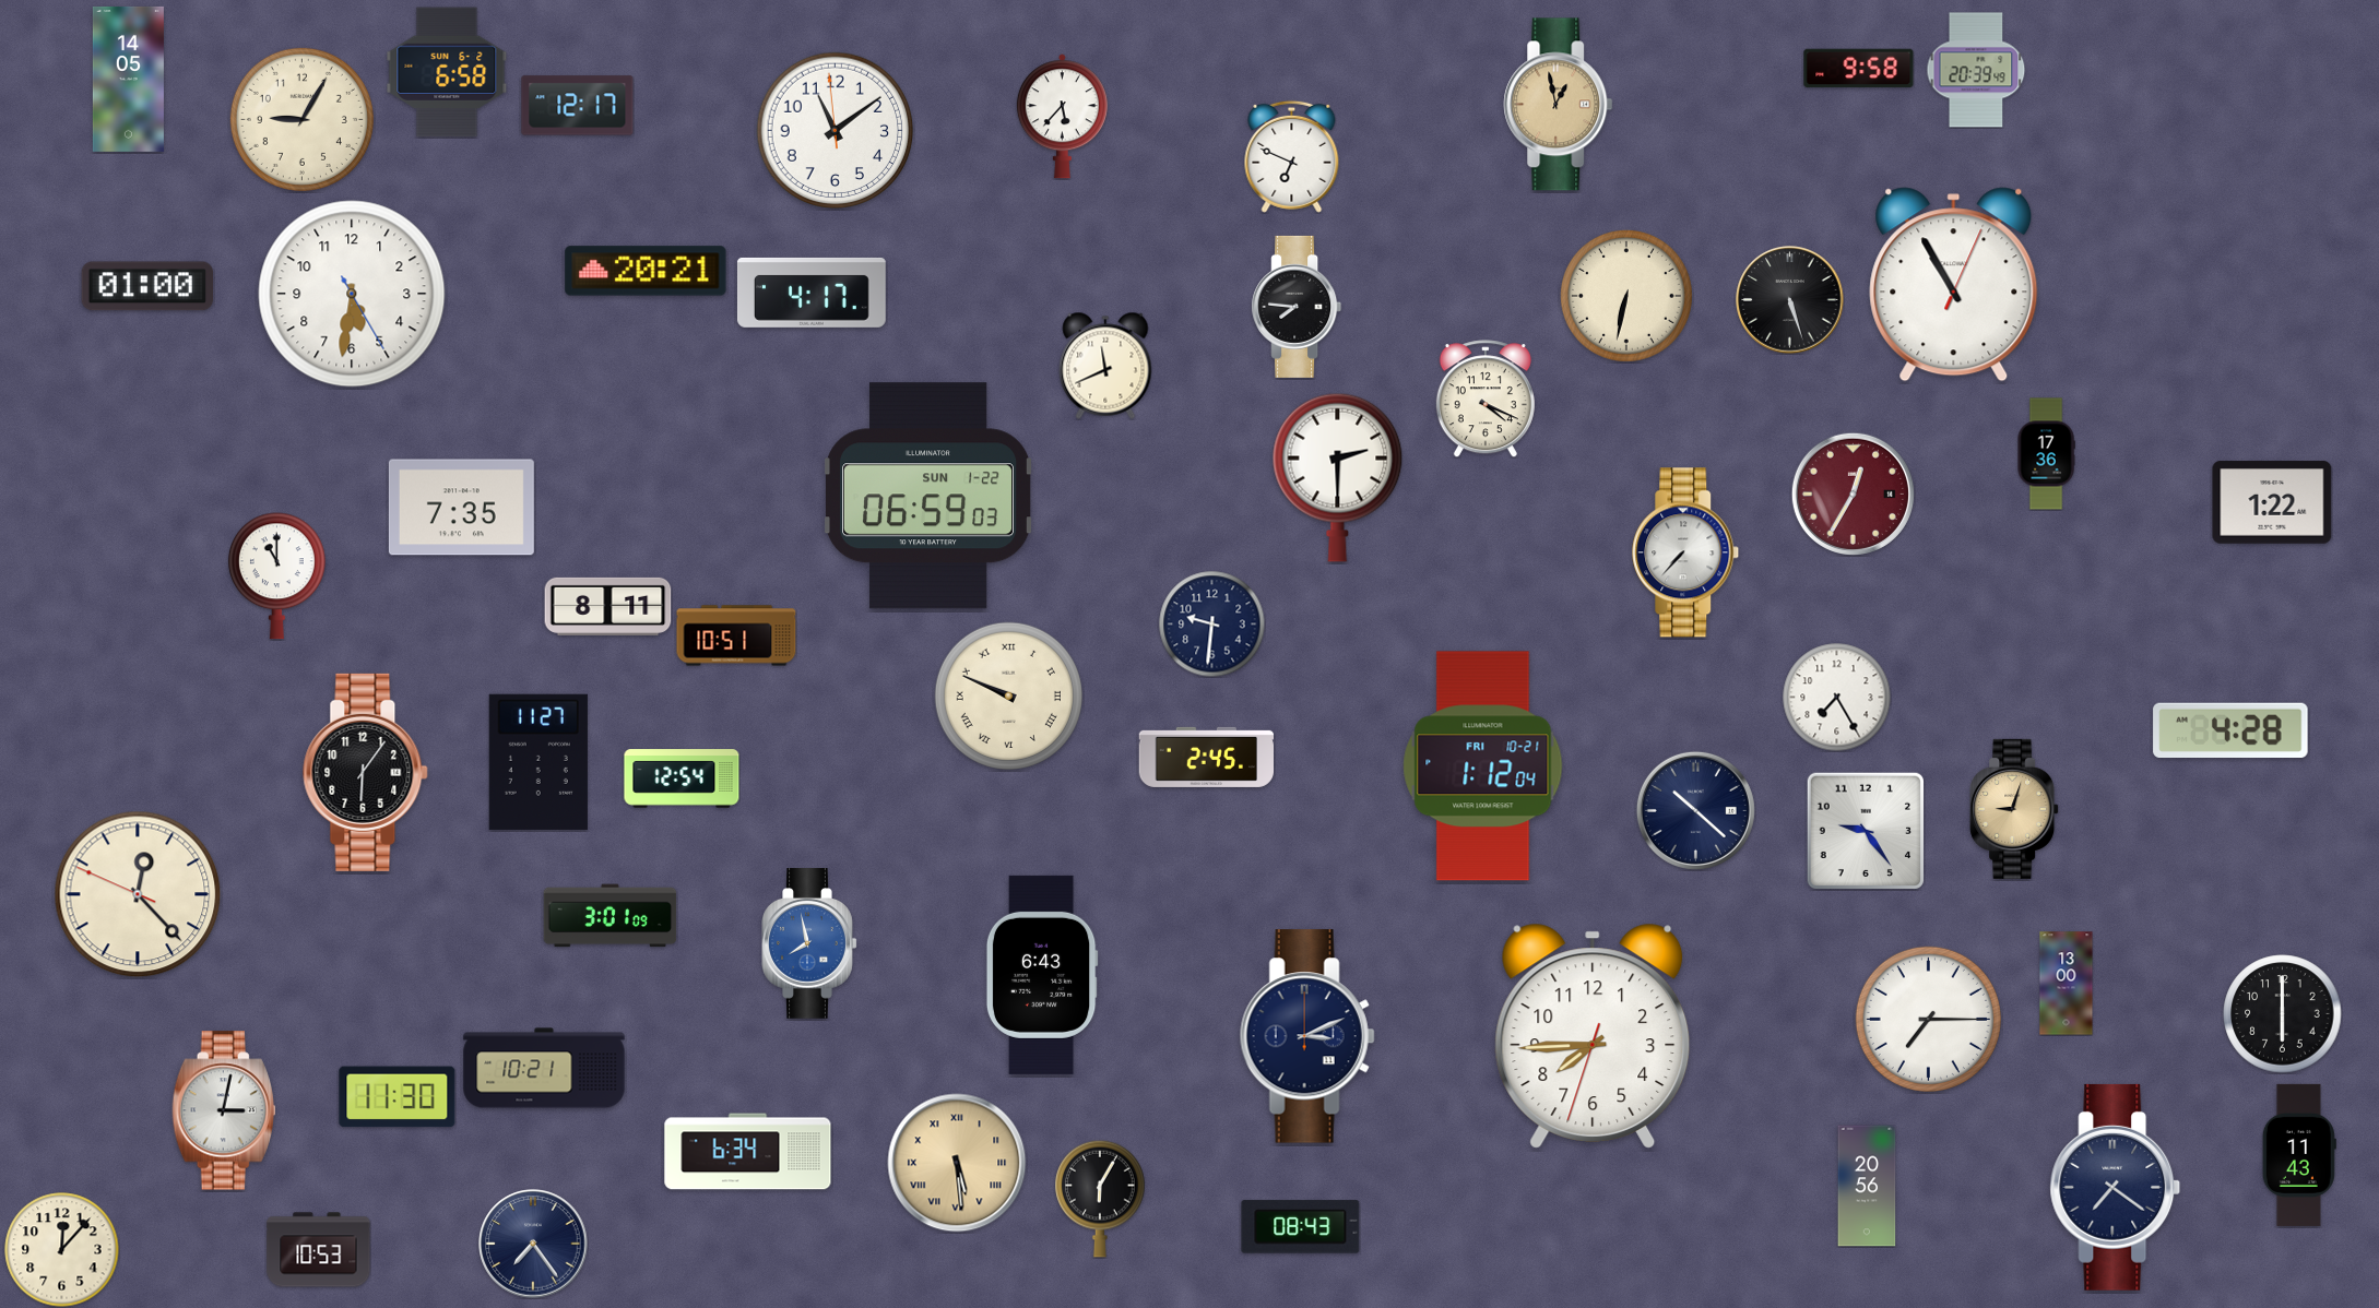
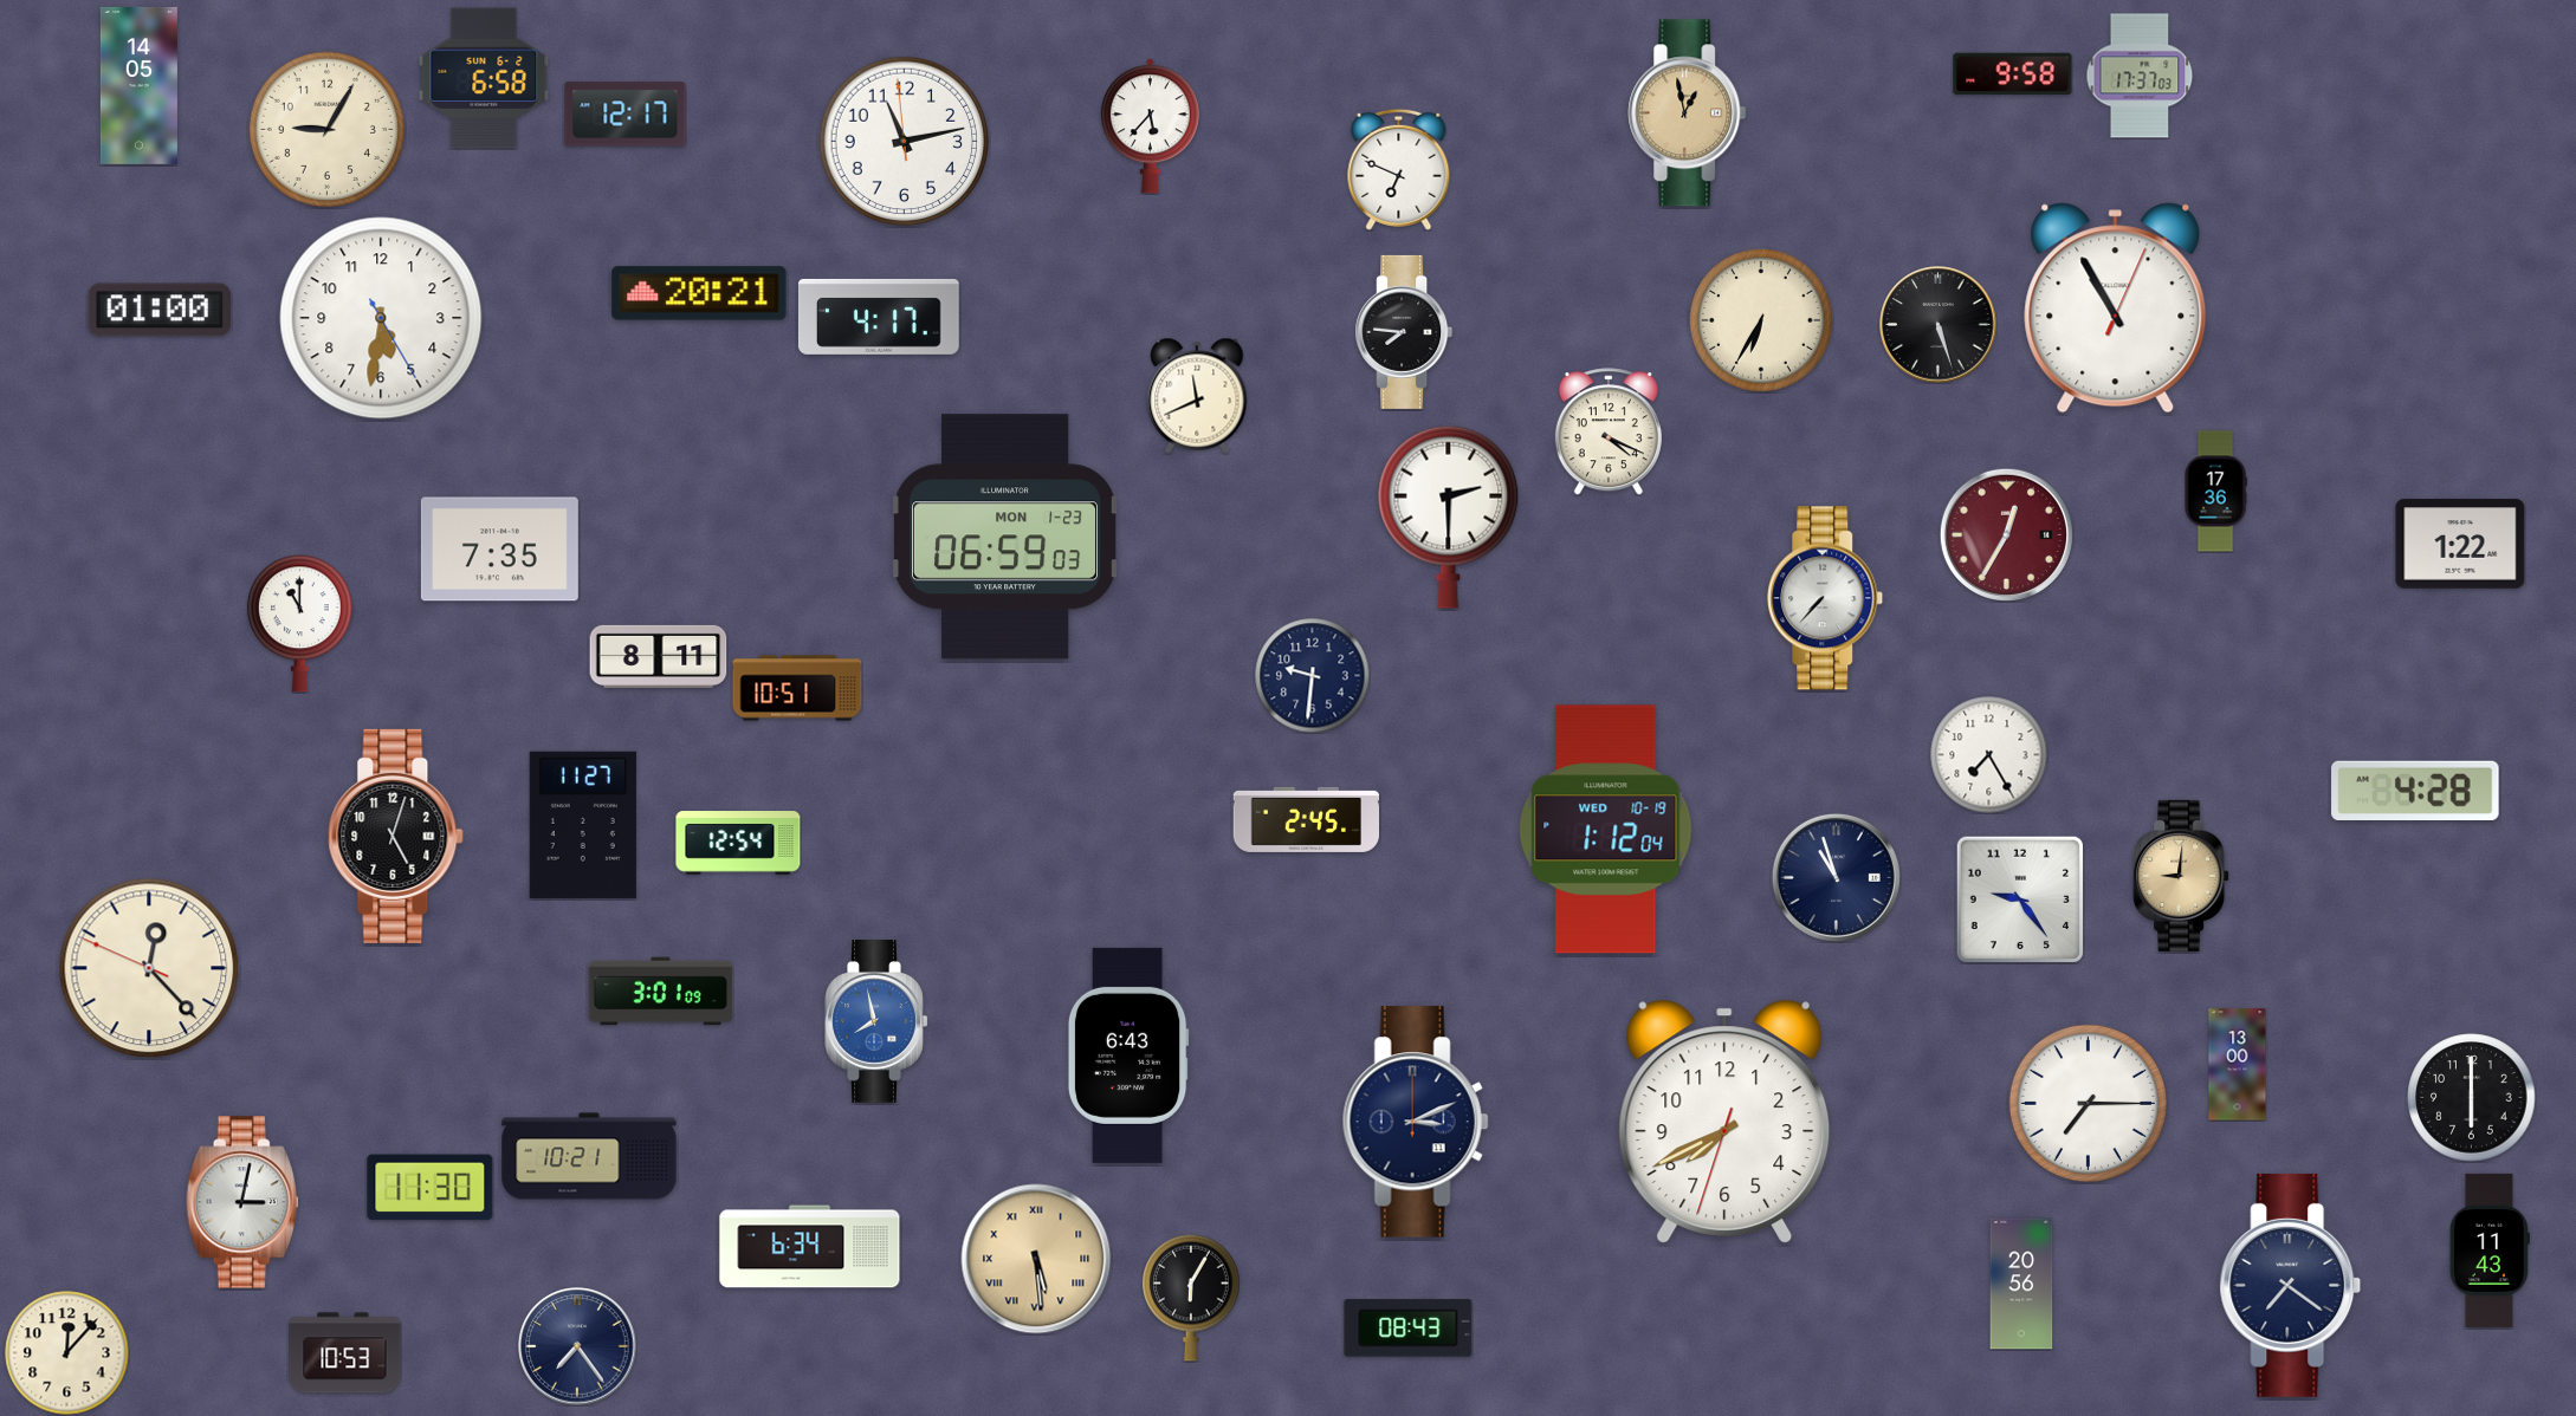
clock at (1976, 70): 20:39 -> 17:37
clock at (836, 131): 11:08 -> 11:12
clock at (1626, 296): 6:32 -> 6:35
clock at (928, 496) date: SUN 1-22 -> MON 1-23
clock at (1008, 695): 9:49 -> none
clock at (1483, 766) date: FRI 10-21 -> WED 10-19
clock at (366, 772): 6:06 -> 5:03
clock at (2014, 809): 9:03 -> 9:01
clock at (1695, 810): 10:22 -> 10:57
clock at (1593, 1036): 7:44 -> 7:40
